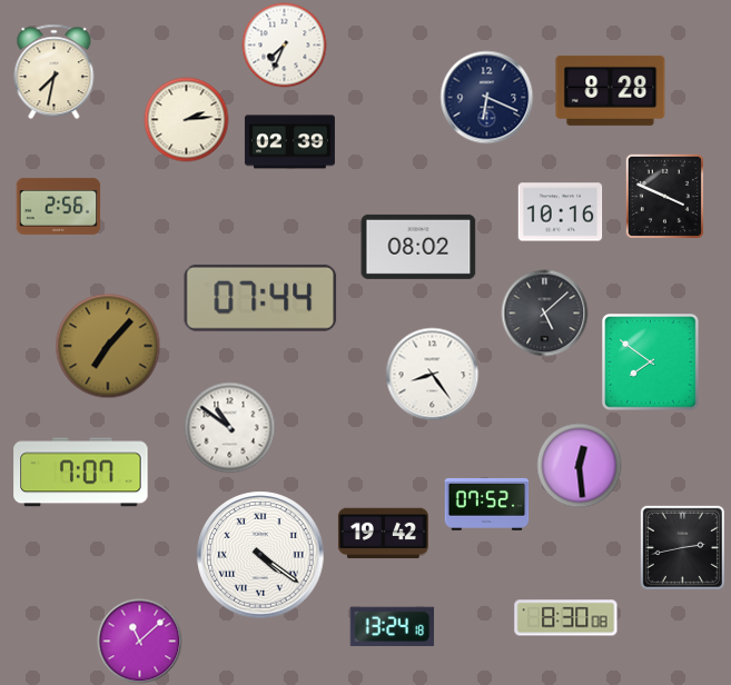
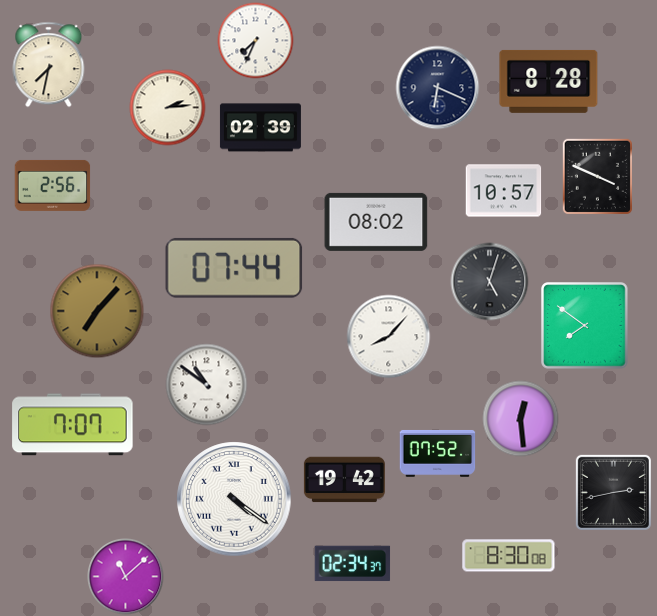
clock at (561, 212): 10:16 -> 10:57
clock at (545, 314): 5:08 -> 5:03
clock at (433, 375): 8:24 -> 8:07
clock at (393, 627): 13:24 -> 02:34
